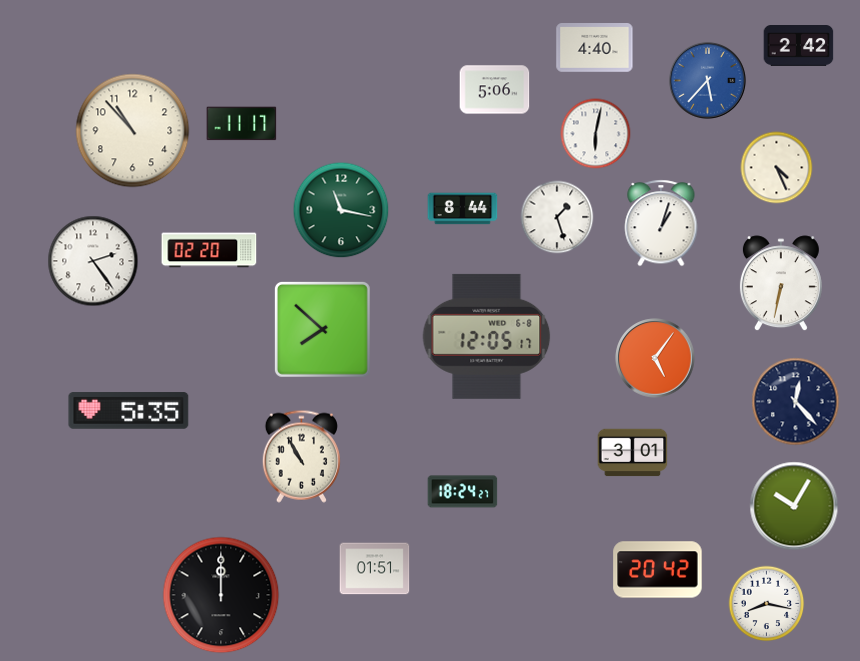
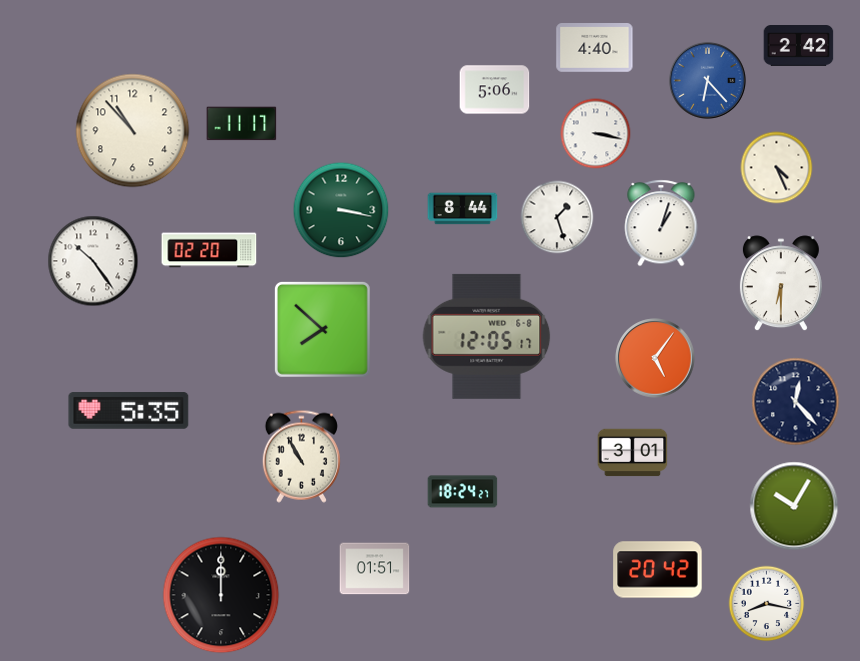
clock at (707, 80): 5:37 -> 6:23
clock at (596, 134): 6:02 -> 3:17
clock at (341, 210): 11:17 -> 3:17
clock at (93, 261): 2:24 -> 10:24
clock at (781, 284): 6:32 -> 6:30
